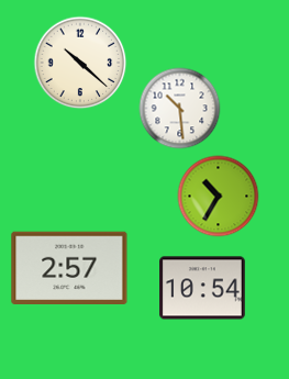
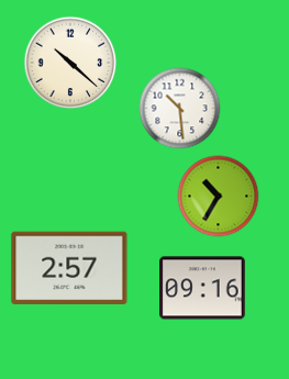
clock at (80, 63) position: (80, 63) -> (70, 63)
clock at (202, 288): 10:54 -> 09:16
